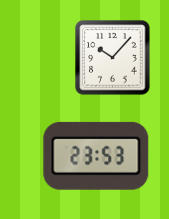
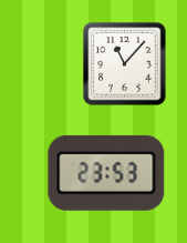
clock at (113, 58): 10:07 -> 11:07
